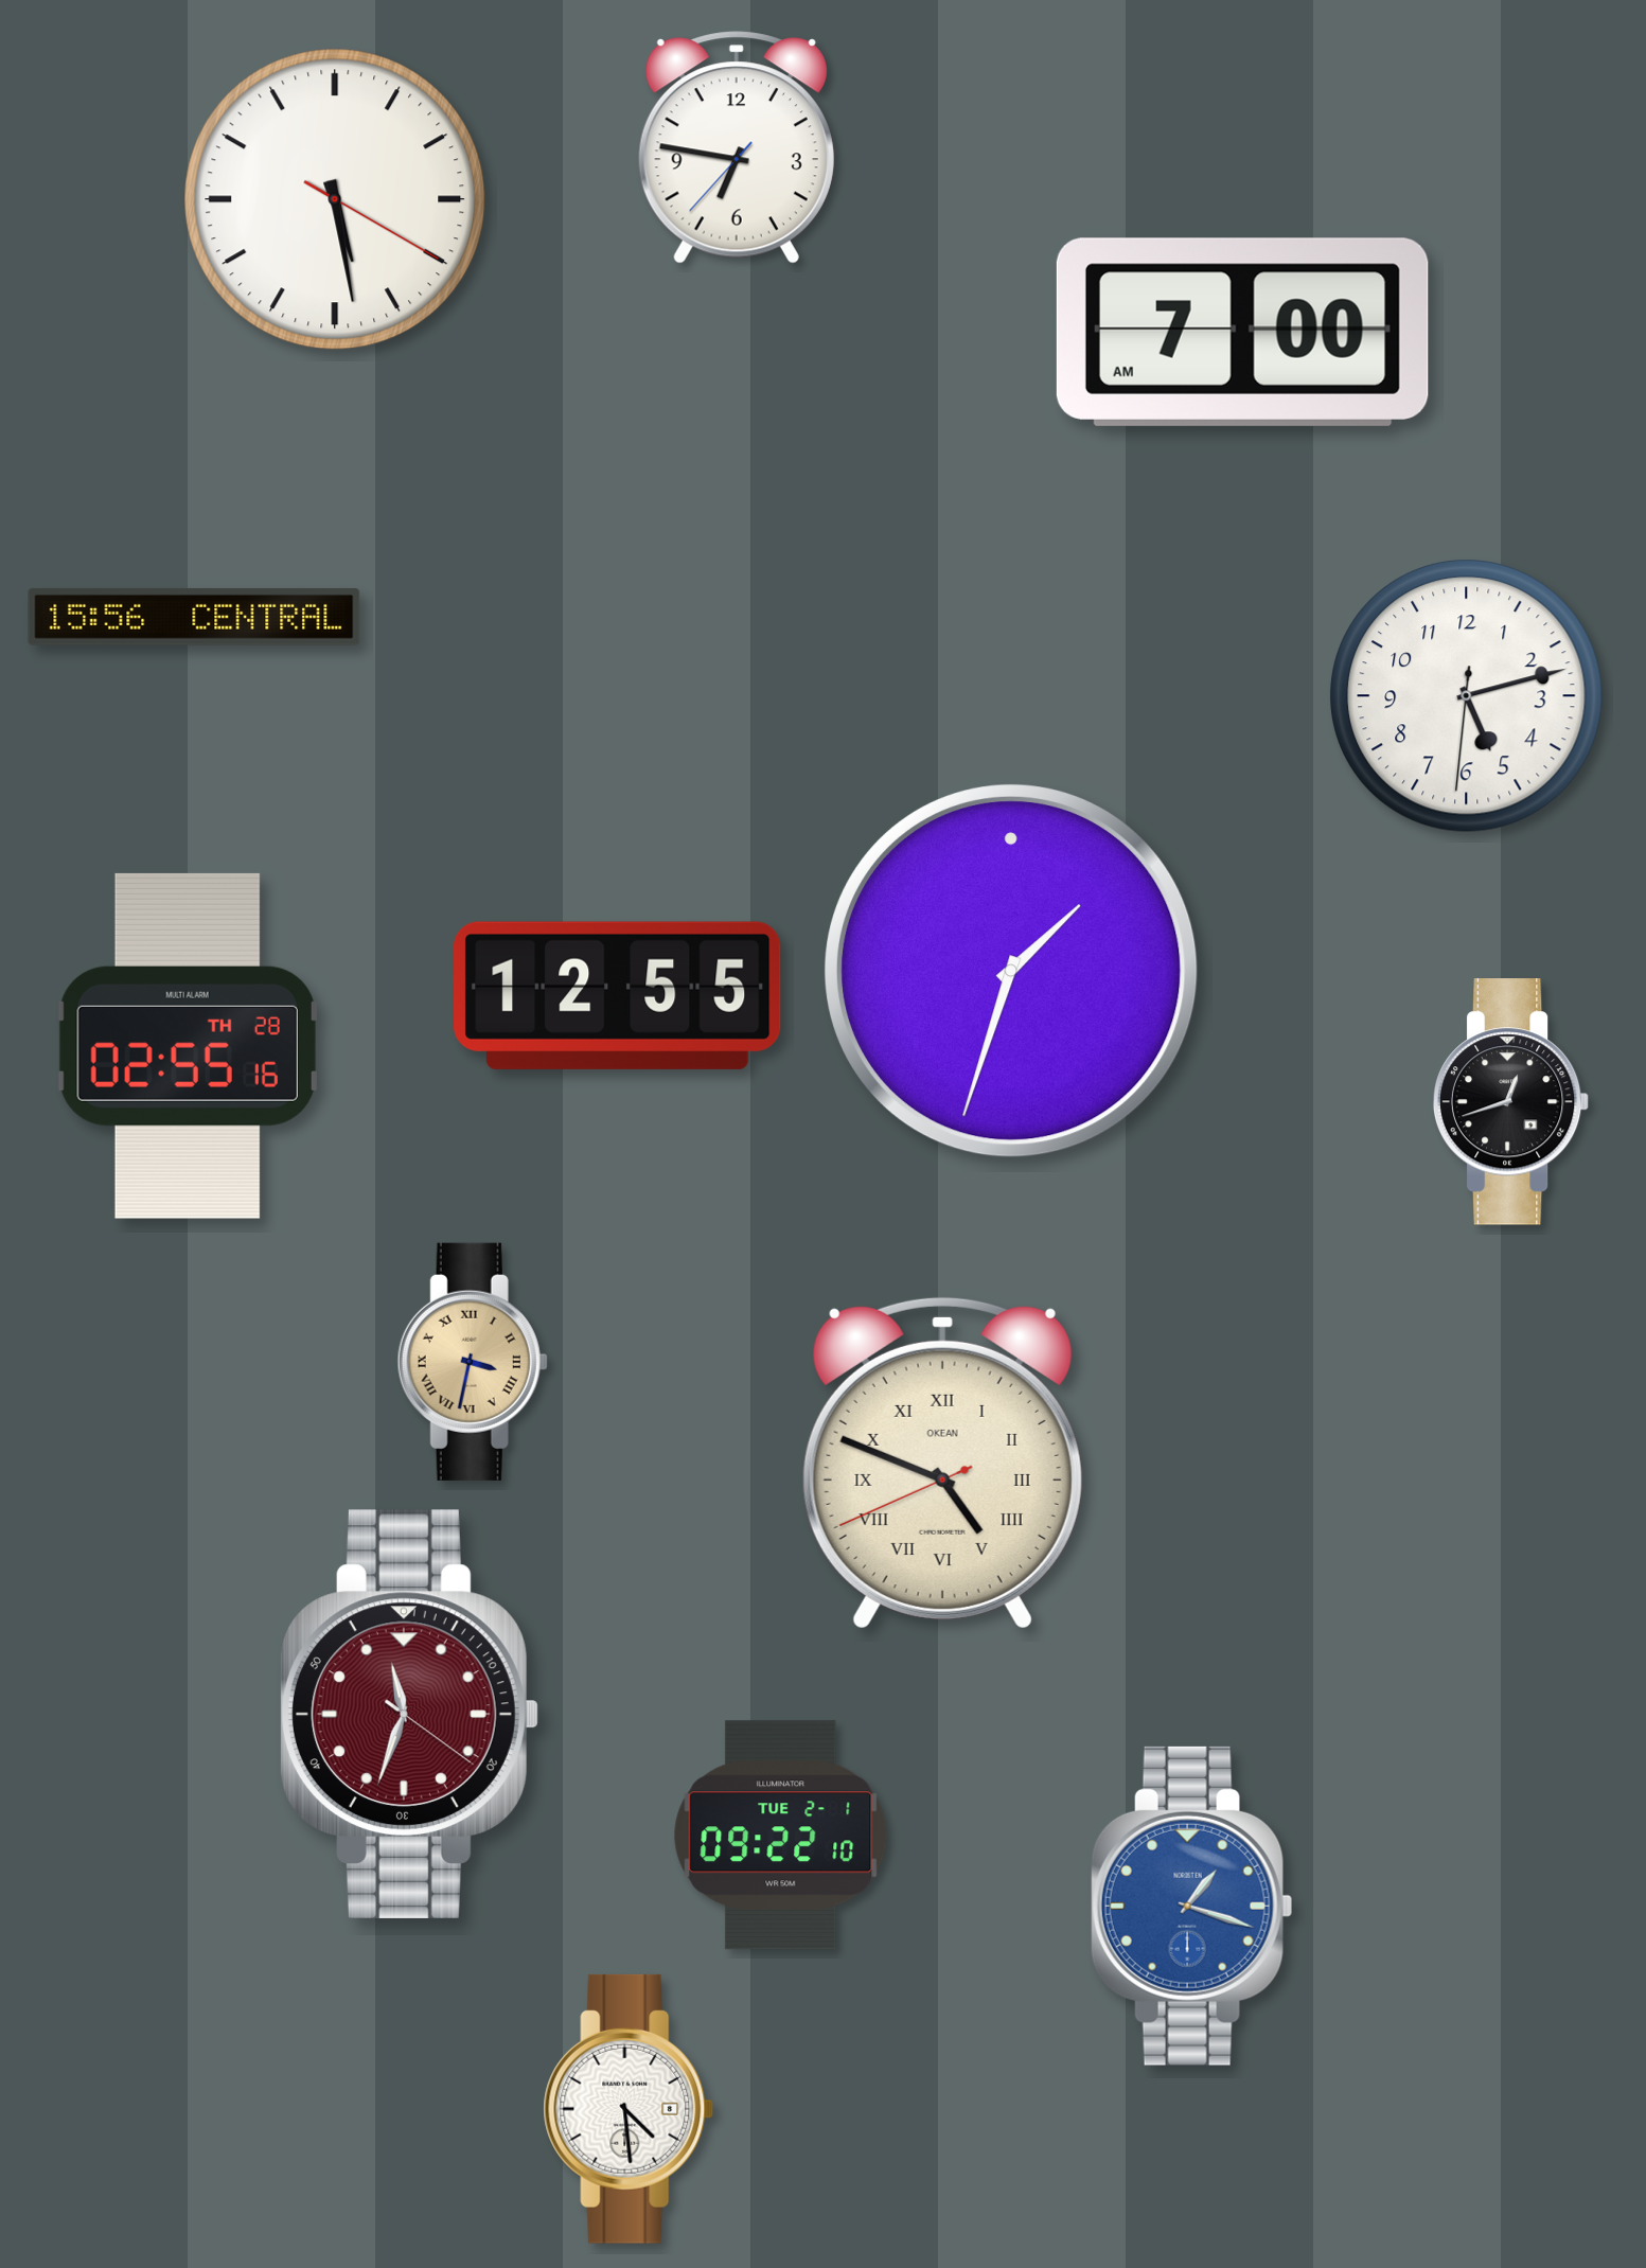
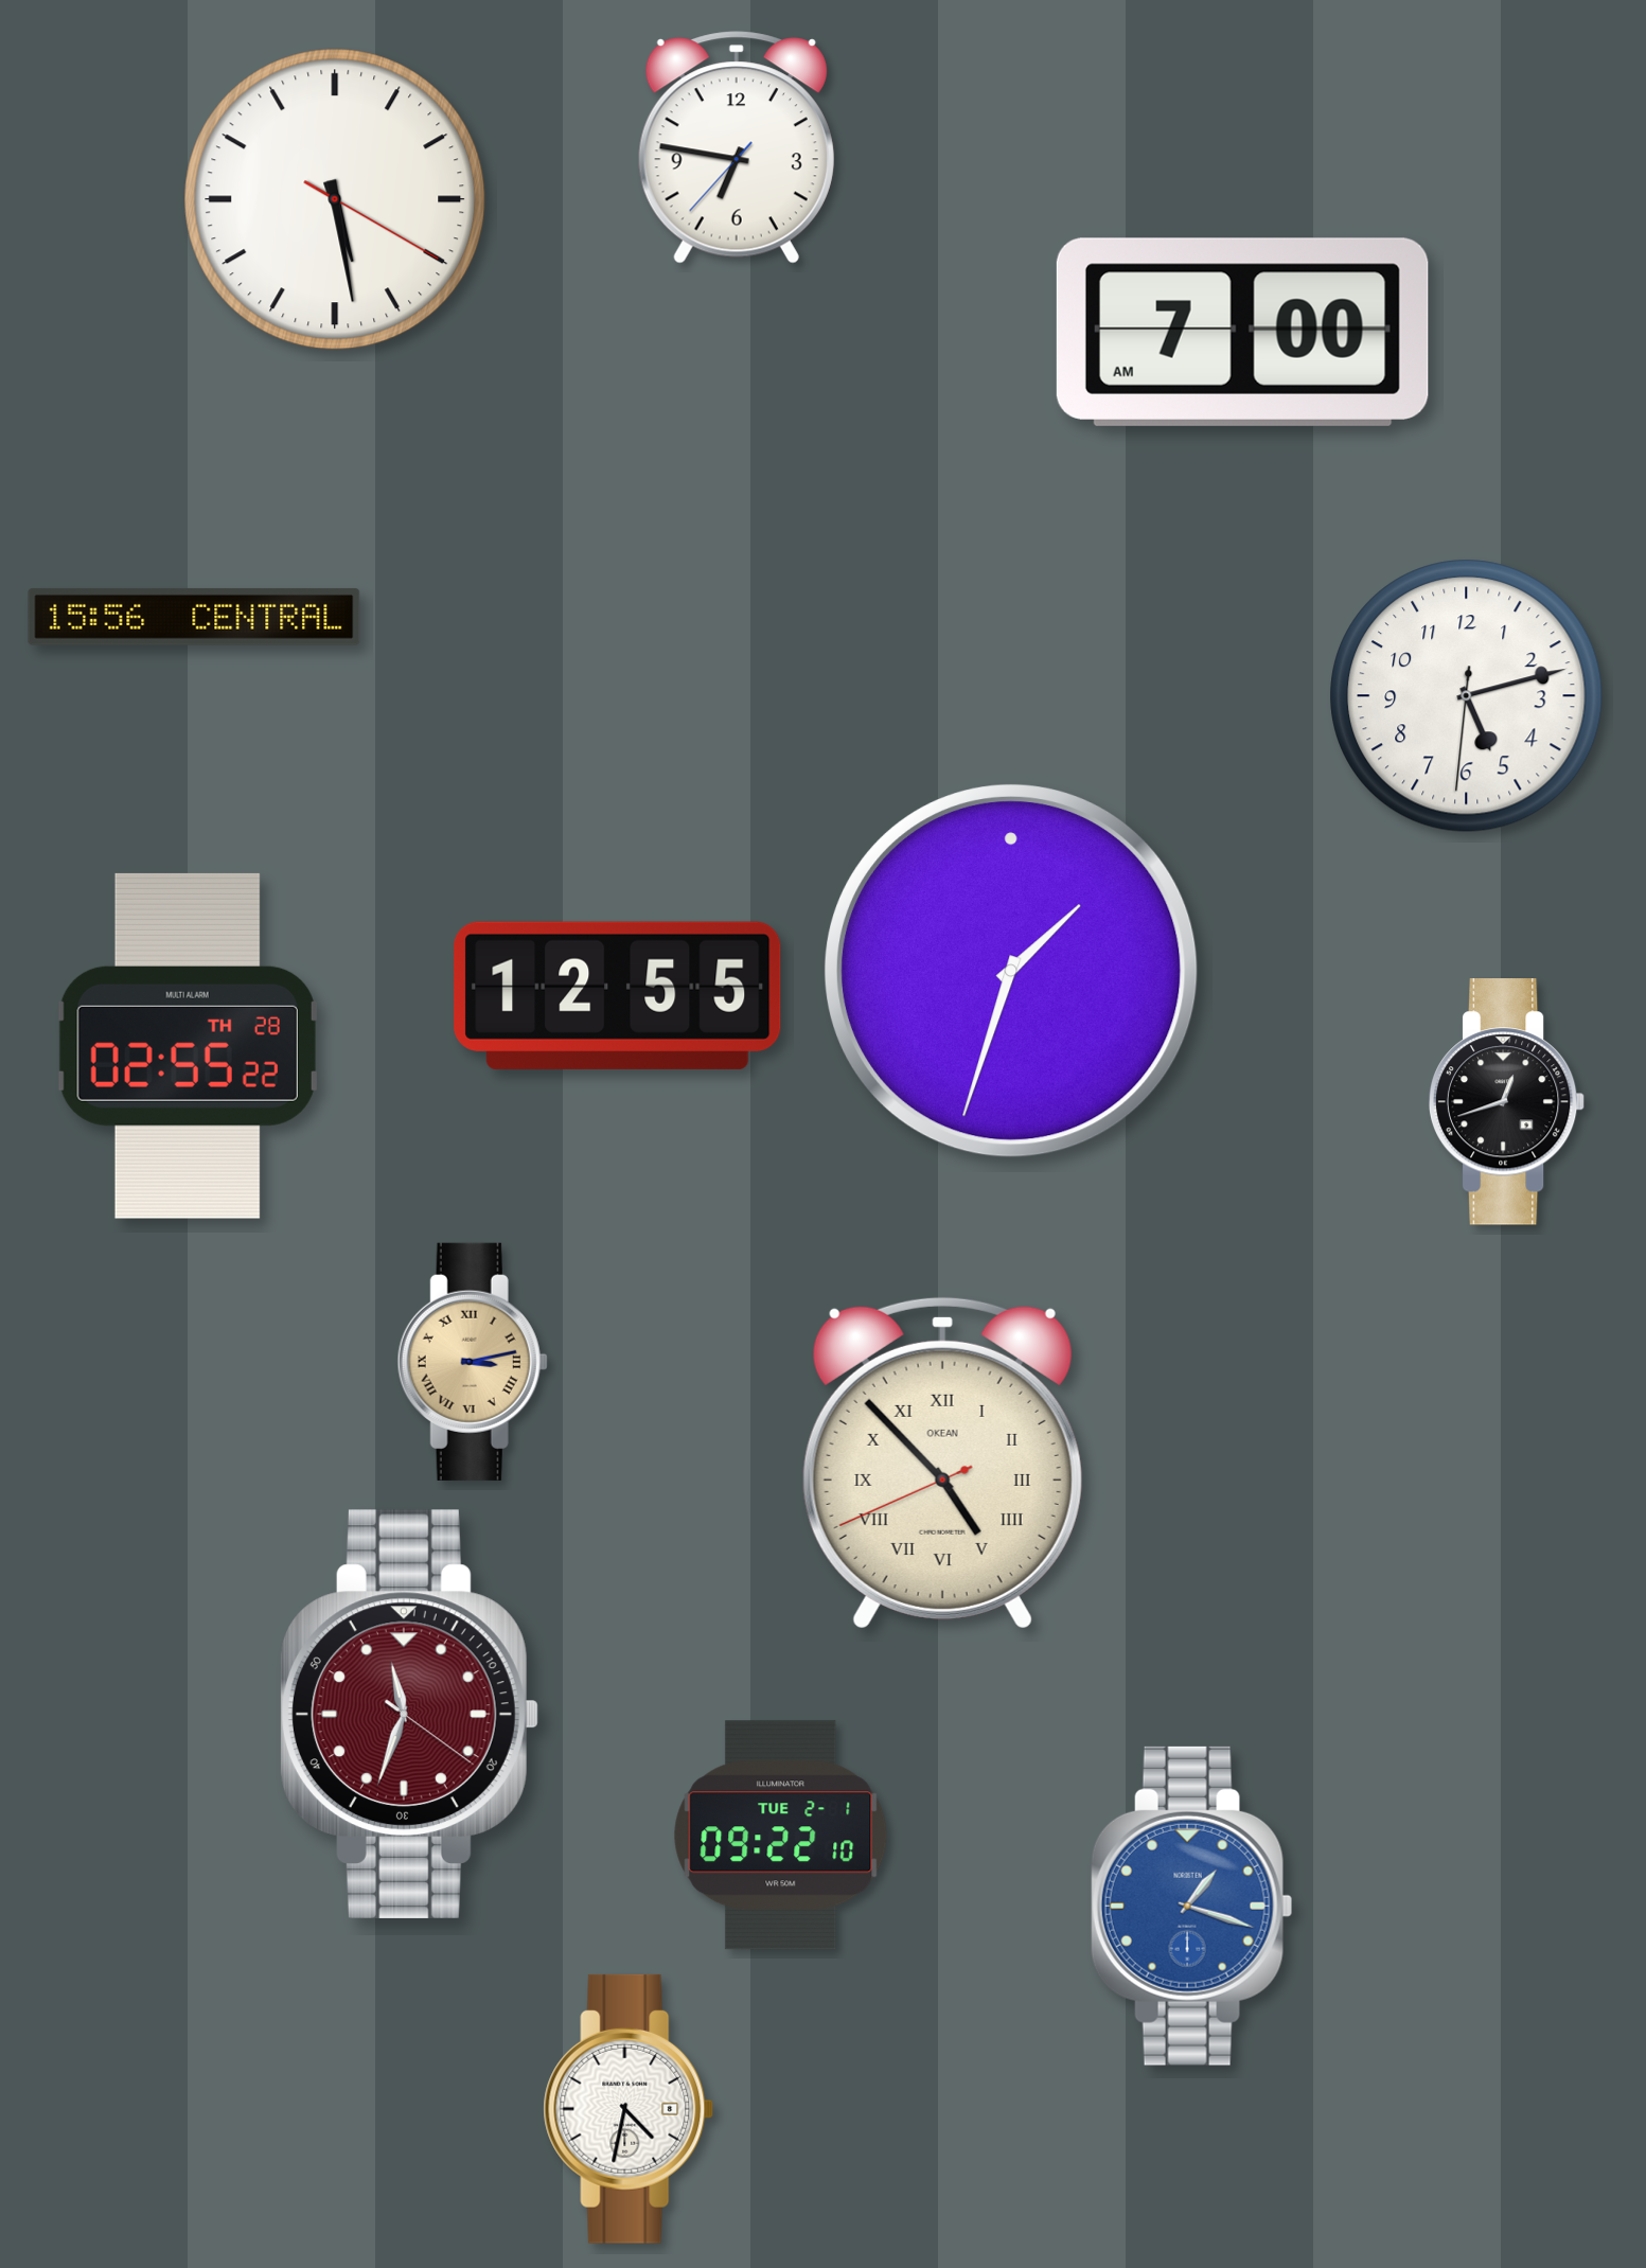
clock at (188, 1046): 02:55:16 -> 02:55:22
clock at (1511, 1102) position: (1511, 1102) -> (1507, 1102)
clock at (473, 1362): 3:32 -> 3:13
clock at (942, 1463): 4:48 -> 4:52
clock at (629, 2109): 4:29 -> 4:32
